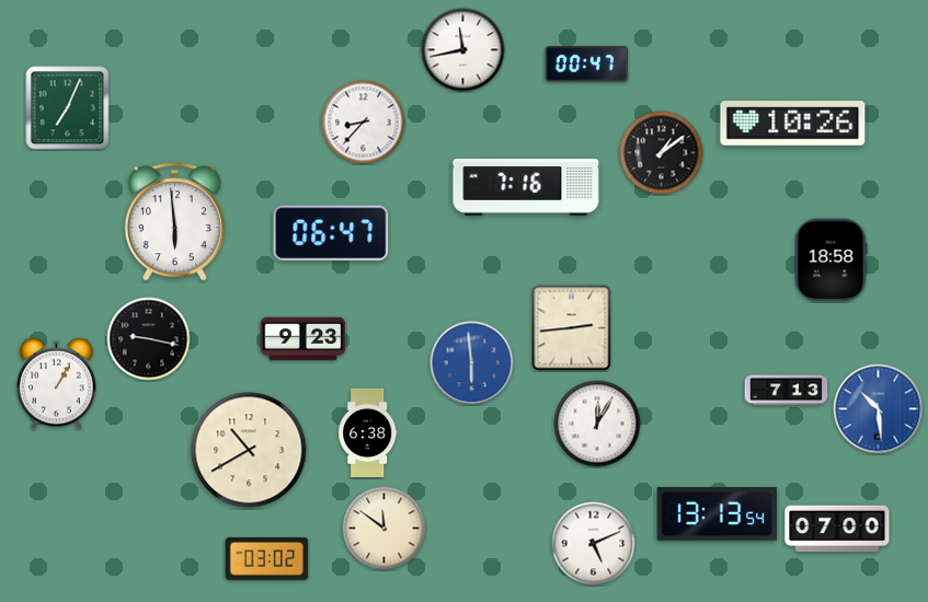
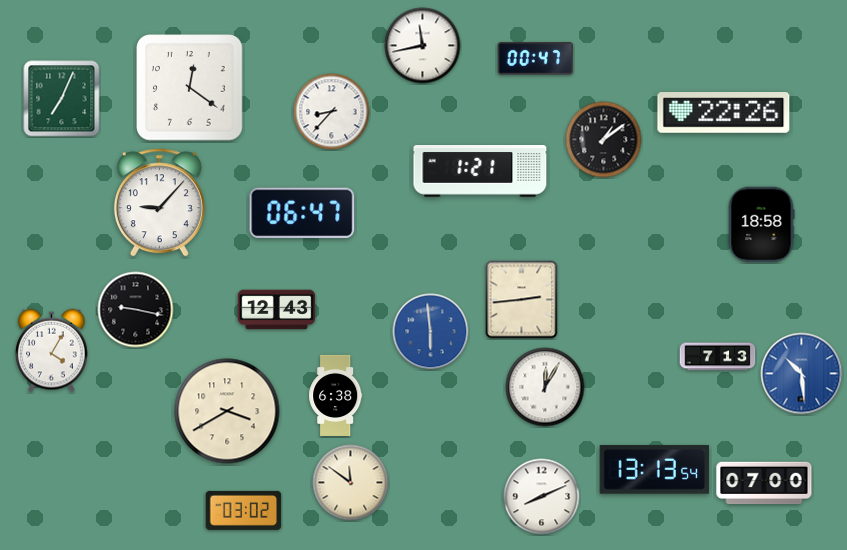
clock at (190, 88): none -> 12:21
clock at (793, 124): 10:26 -> 22:26
clock at (526, 188): 7:16 -> 1:21
clock at (174, 222): 5:59 -> 9:07
clock at (830, 261) position: (830, 261) -> (761, 225)
clock at (303, 339): 9:23 -> 12:43
clock at (57, 384): 1:05 -> 4:05
clock at (249, 450): 10:40 -> 3:40
clock at (594, 544): 5:11 -> 8:11
